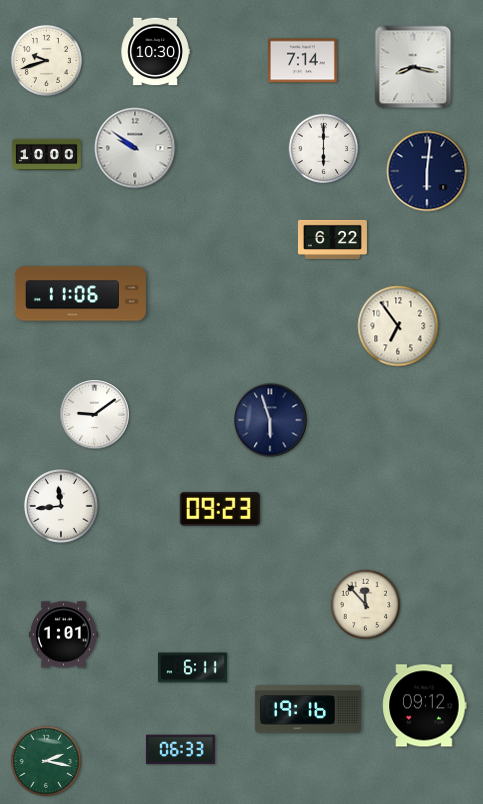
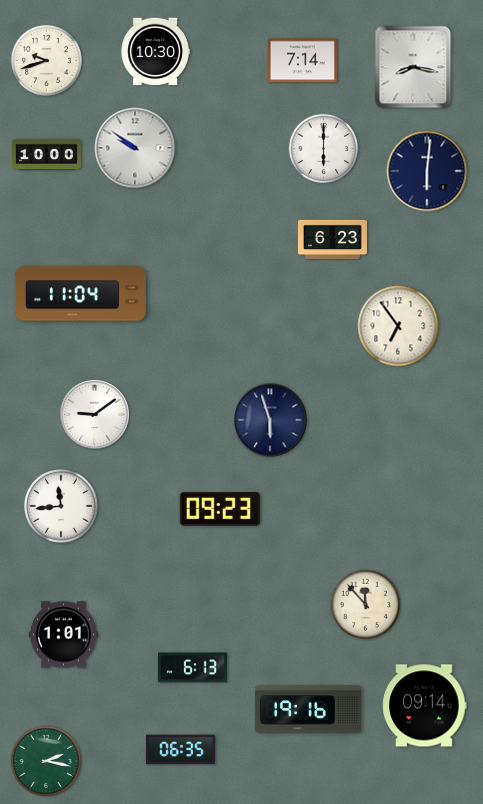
clock at (332, 239): 6:22 -> 6:23
clock at (80, 294): 11:06 -> 11:04
clock at (192, 668): 6:11 -> 6:13
clock at (425, 706): 09:12 -> 09:14
clock at (180, 750): 06:33 -> 06:35
